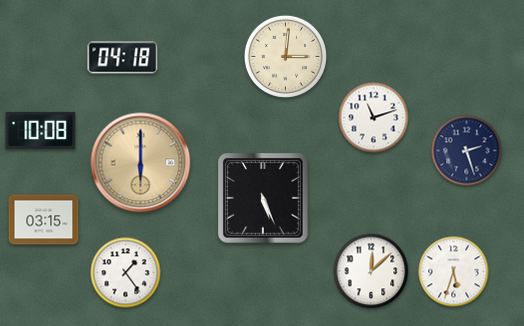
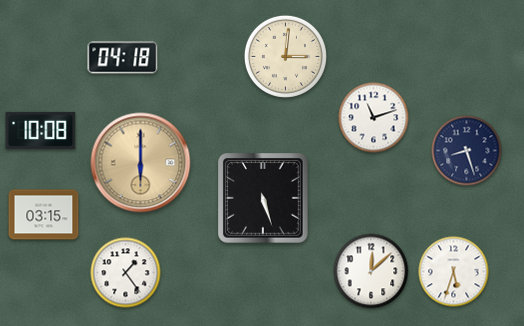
clock at (467, 151): 2:27 -> 8:27
clock at (263, 198): 5:26 -> 5:27
clock at (44, 220) position: (44, 220) -> (44, 215)
